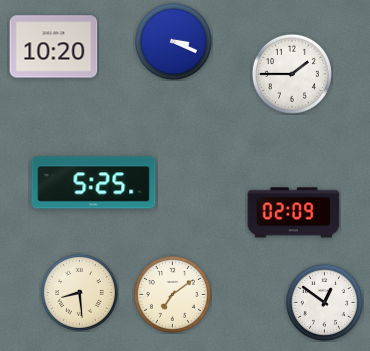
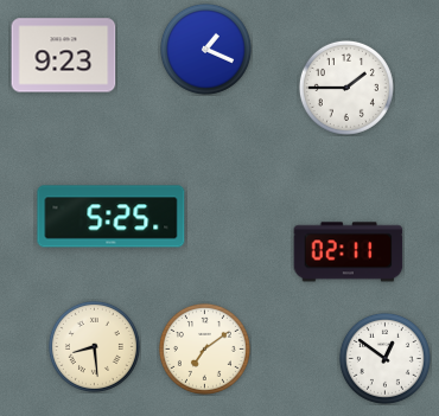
clock at (173, 41): 3:19 -> 1:19
clock at (54, 47): 10:20 -> 9:23
clock at (294, 213): 02:09 -> 02:11
